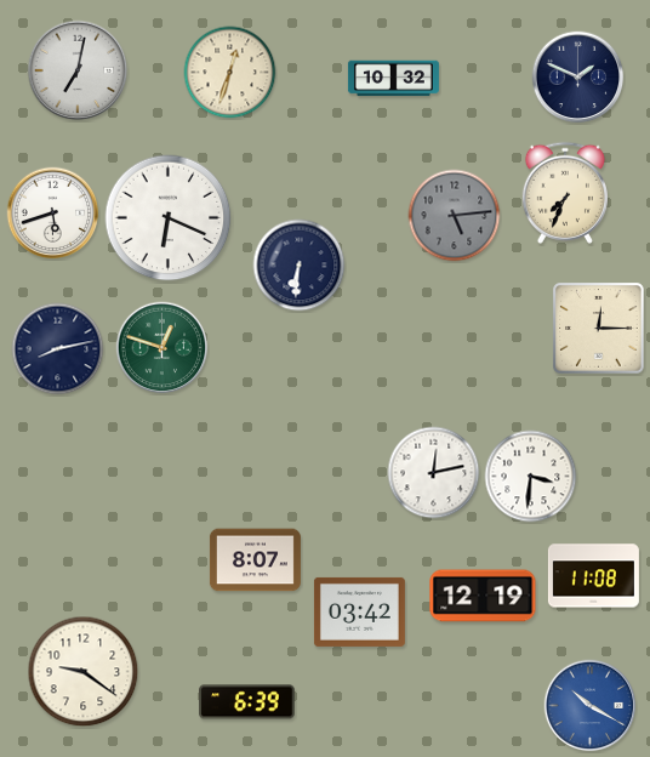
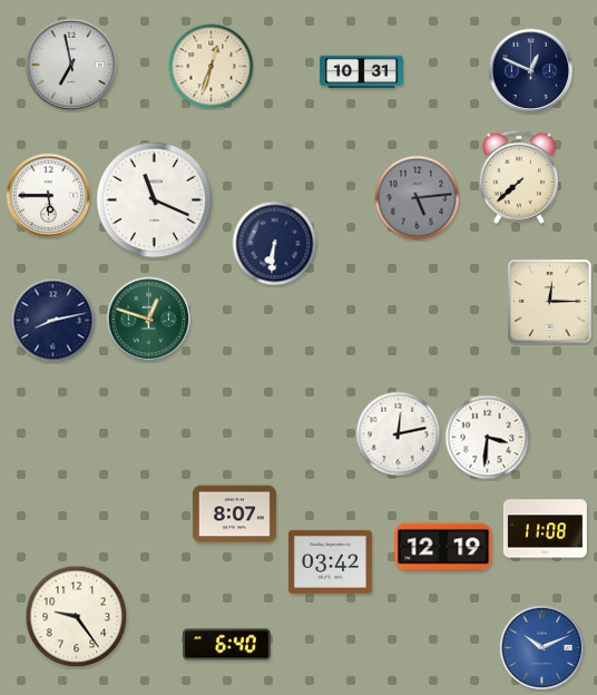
clock at (78, 70): 7:02 -> 6:58
clock at (578, 78): 1:49 -> 12:49
clock at (393, 79): 10:32 -> 10:31
clock at (565, 193): 7:34 -> 7:38
clock at (53, 214): 5:42 -> 5:45
clock at (169, 218): 6:19 -> 11:19
clock at (84, 672): 9:21 -> 9:24
clock at (247, 702): 6:39 -> 6:40
clock at (591, 706): 10:20 -> 10:11
